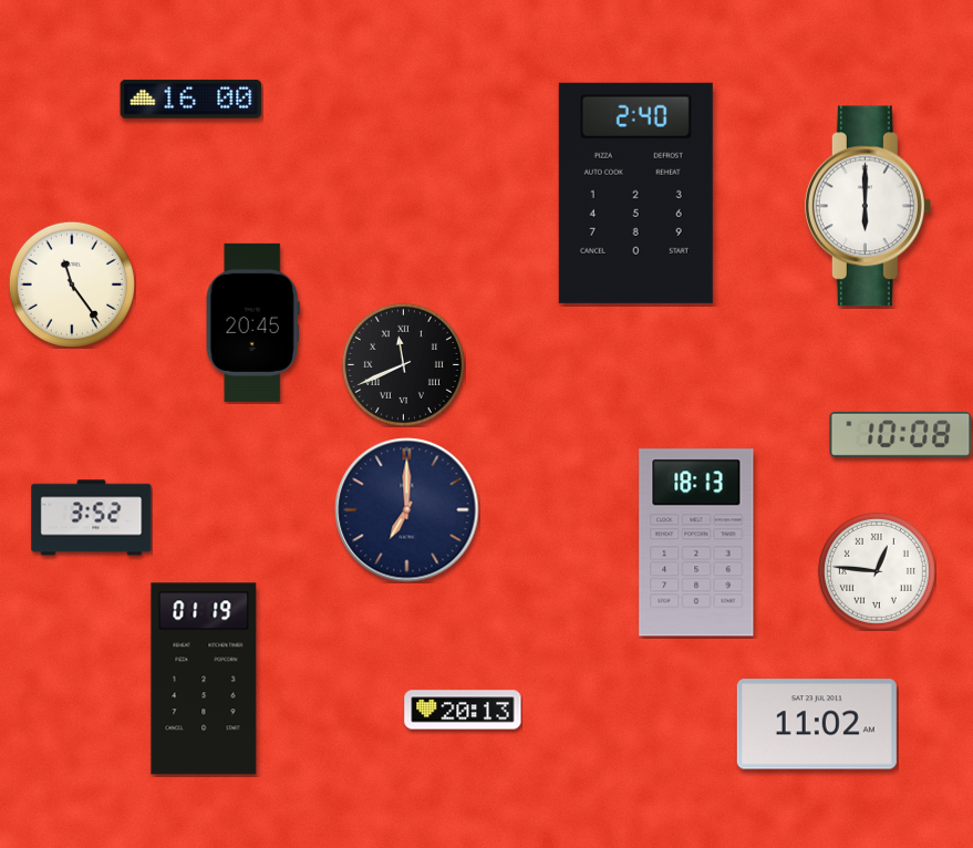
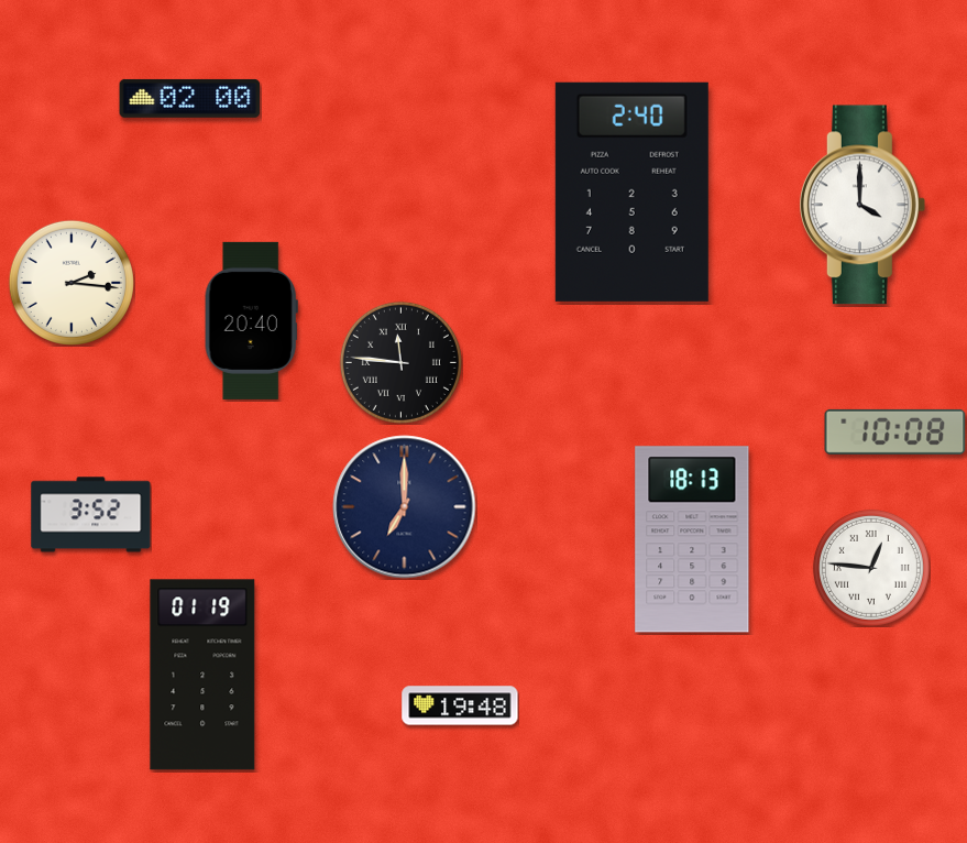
clock at (192, 99): 16:00 -> 02:00
clock at (868, 206): 6:00 -> 4:00
clock at (72, 285): 11:24 -> 2:16
clock at (252, 322): 20:45 -> 20:40
clock at (403, 364): 11:41 -> 11:46
clock at (463, 710): 20:13 -> 19:48
clock at (817, 724): 11:02 -> none
